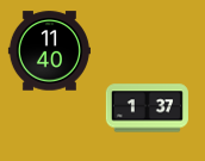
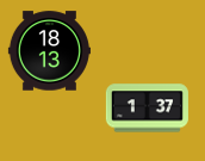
clock at (49, 51): 11:40 -> 18:13
